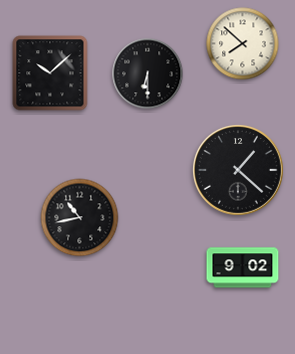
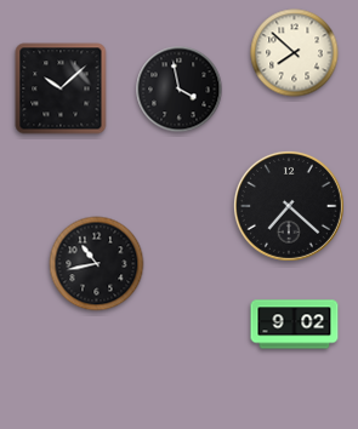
clock at (148, 74): 6:30 -> 3:58
clock at (238, 170): 1:22 -> 7:22
